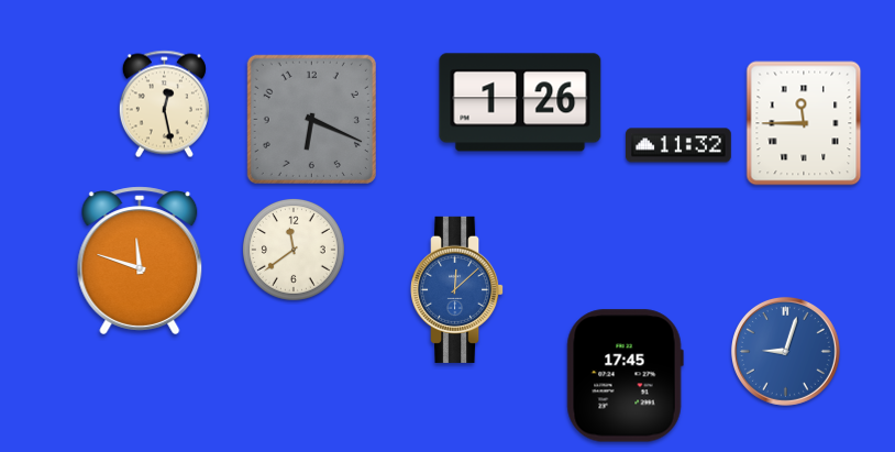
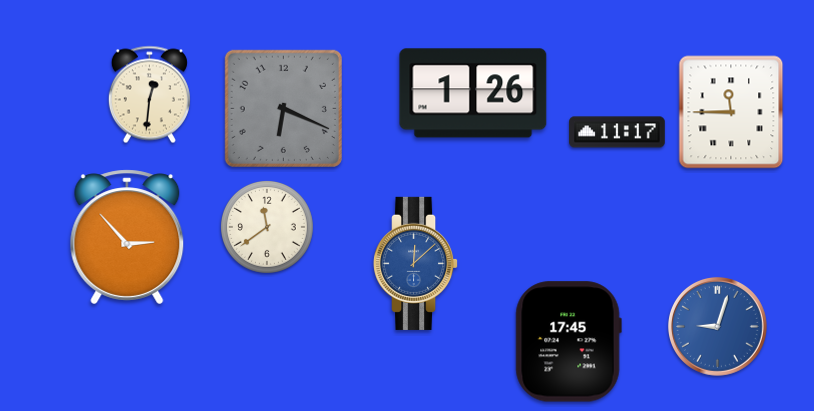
clock at (164, 104): 12:28 -> 12:31
clock at (678, 145): 11:32 -> 11:17
clock at (140, 261): 11:48 -> 2:53
clock at (785, 351) position: (785, 351) -> (717, 326)
